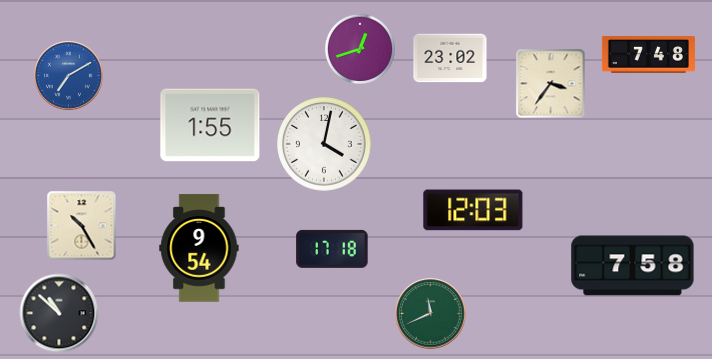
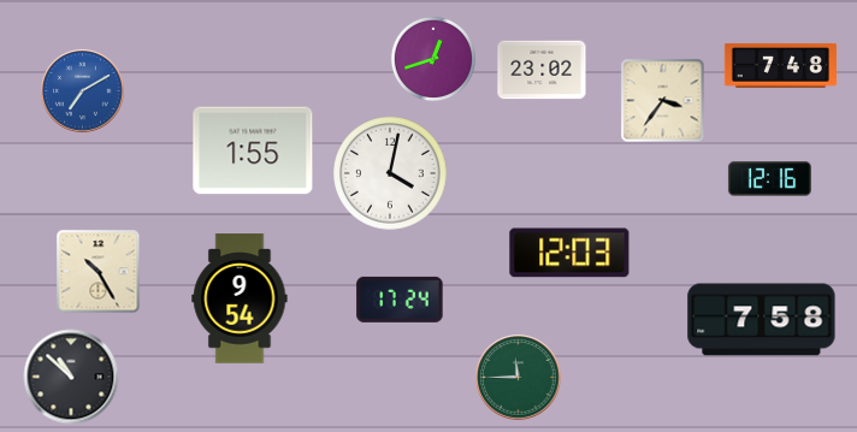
clock at (769, 179): none -> 12:16
clock at (332, 249): 17:18 -> 17:24
clock at (431, 314): 11:41 -> 11:45
